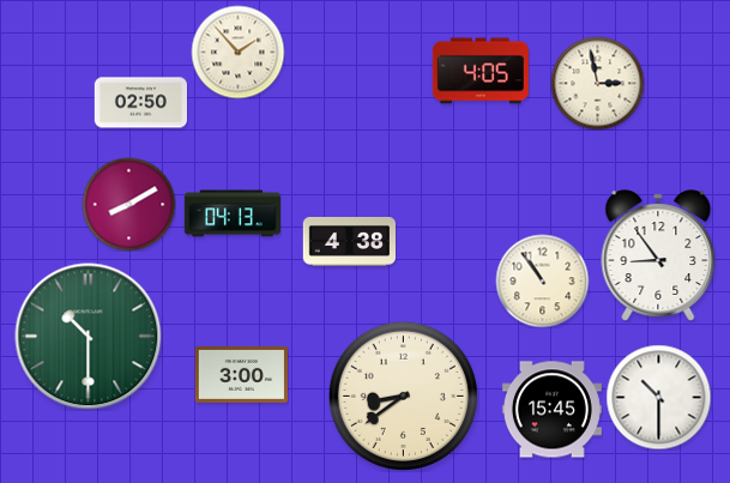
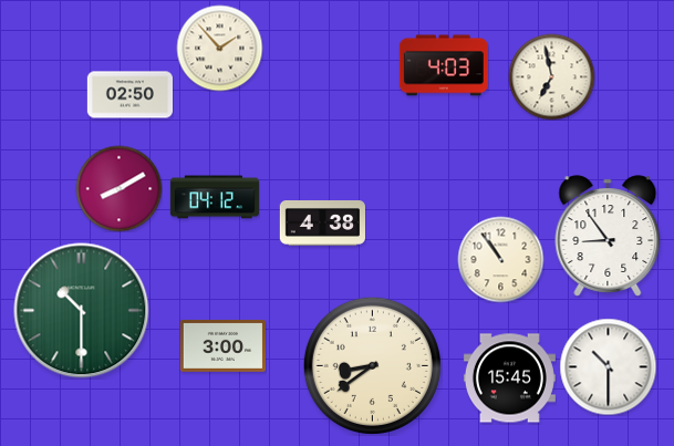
clock at (481, 71): 4:05 -> 4:03
clock at (597, 83): 2:58 -> 6:58
clock at (233, 213): 04:13 -> 04:12
